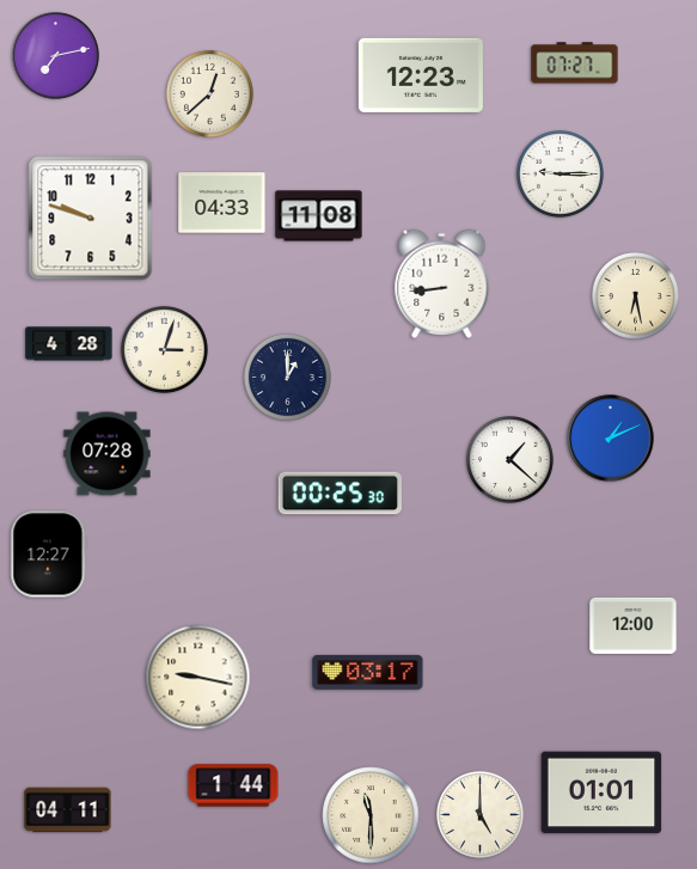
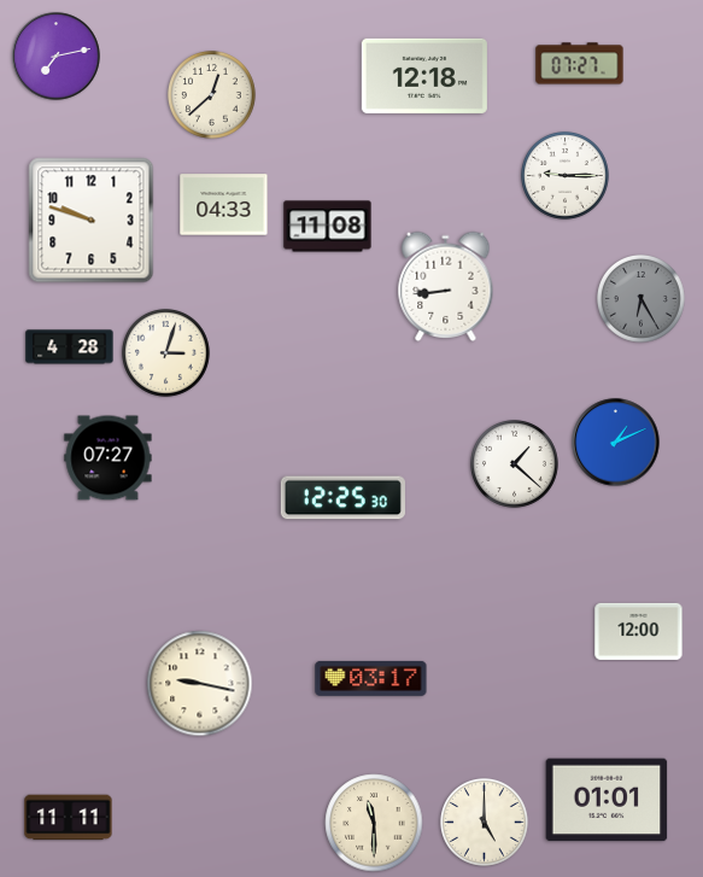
clock at (421, 75): 12:23 -> 12:18
clock at (319, 216) position: (319, 216) -> (328, 227)
clock at (635, 295): 6:28 -> 6:25
clock at (635, 295) dial: cream -> grey
clock at (287, 377): 1:00 -> none
clock at (108, 454): 07:28 -> 07:27
clock at (340, 494): 00:25 -> 12:25
clock at (49, 555): 12:27 -> none
clock at (233, 785): 1:44 -> none
clock at (68, 810): 04:11 -> 11:11
